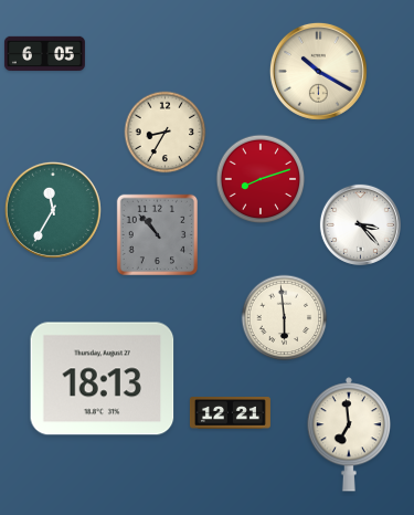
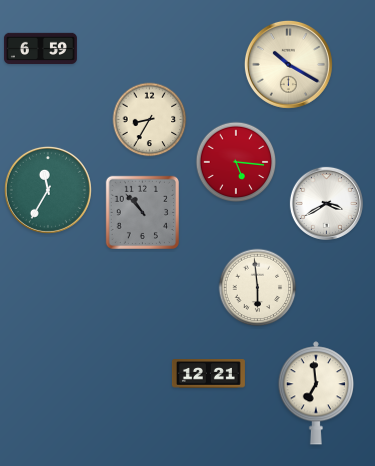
clock at (44, 54): 6:05 -> 6:59
clock at (261, 179): 8:12 -> 5:16
clock at (360, 224): 3:23 -> 3:40
clock at (103, 379): 18:13 -> none
